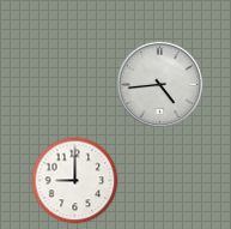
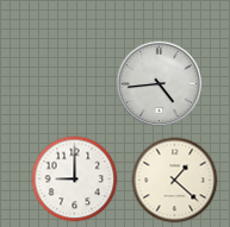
clock at (175, 181): none -> 1:22
